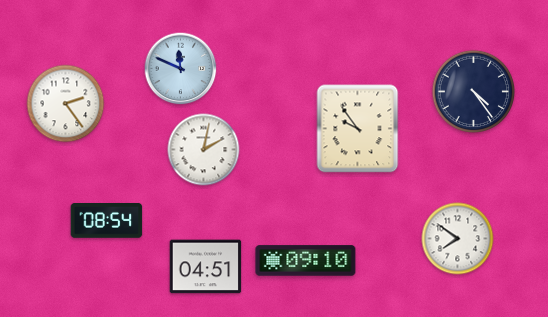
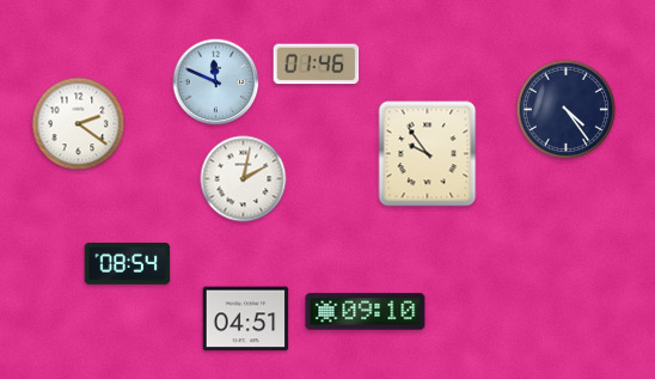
clock at (317, 65): none -> 01:46
clock at (66, 104): 2:24 -> 2:21
clock at (458, 239): 7:51 -> none
